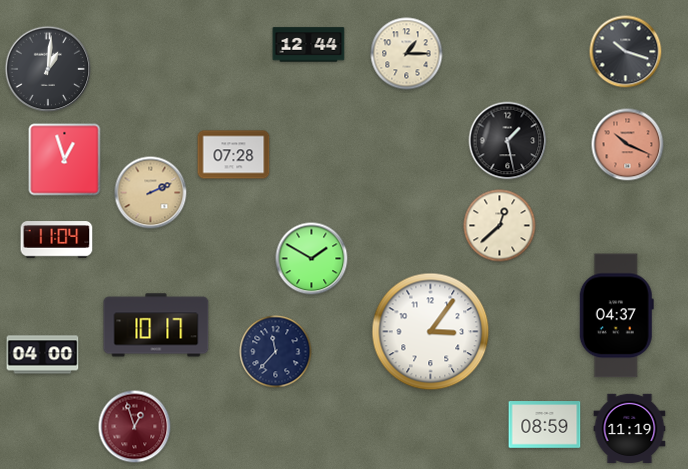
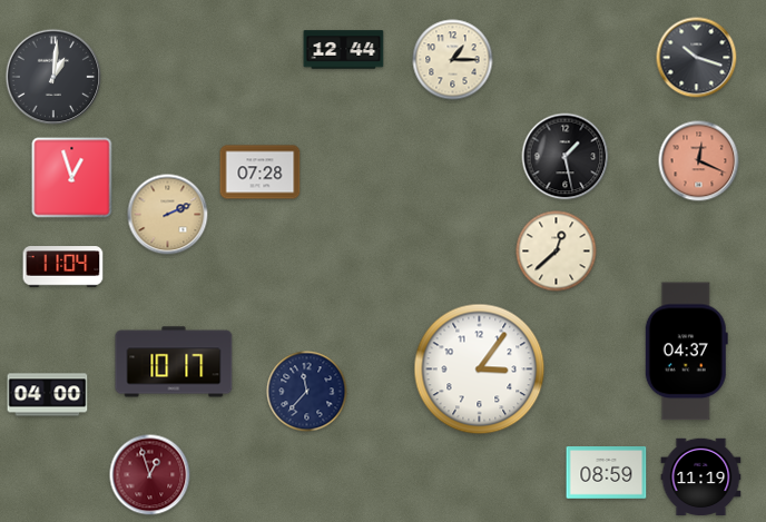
clock at (628, 145): 10:19 -> 12:19
clock at (312, 259): 1:50 -> none
